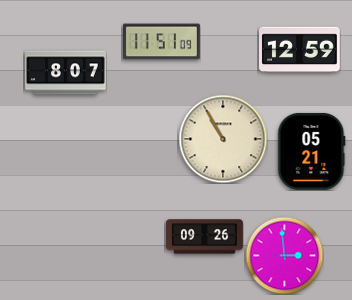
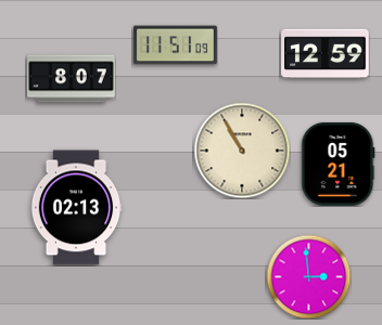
clock at (76, 208): none -> 02:13
clock at (204, 237): 09:26 -> none
